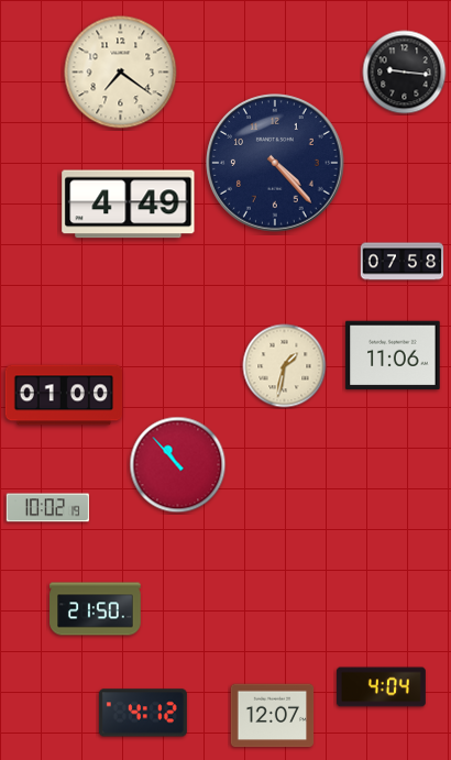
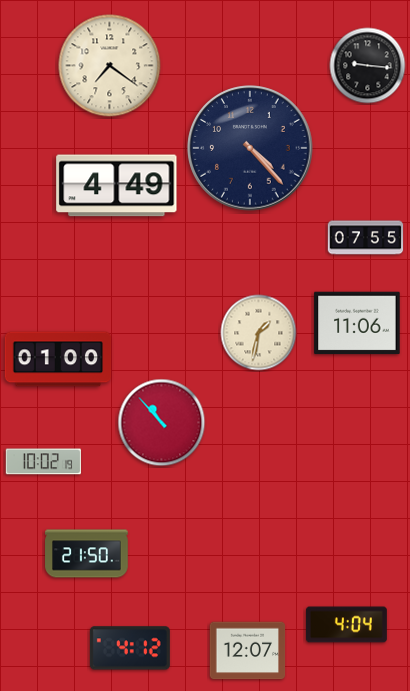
clock at (403, 262): 07:58 -> 07:55
